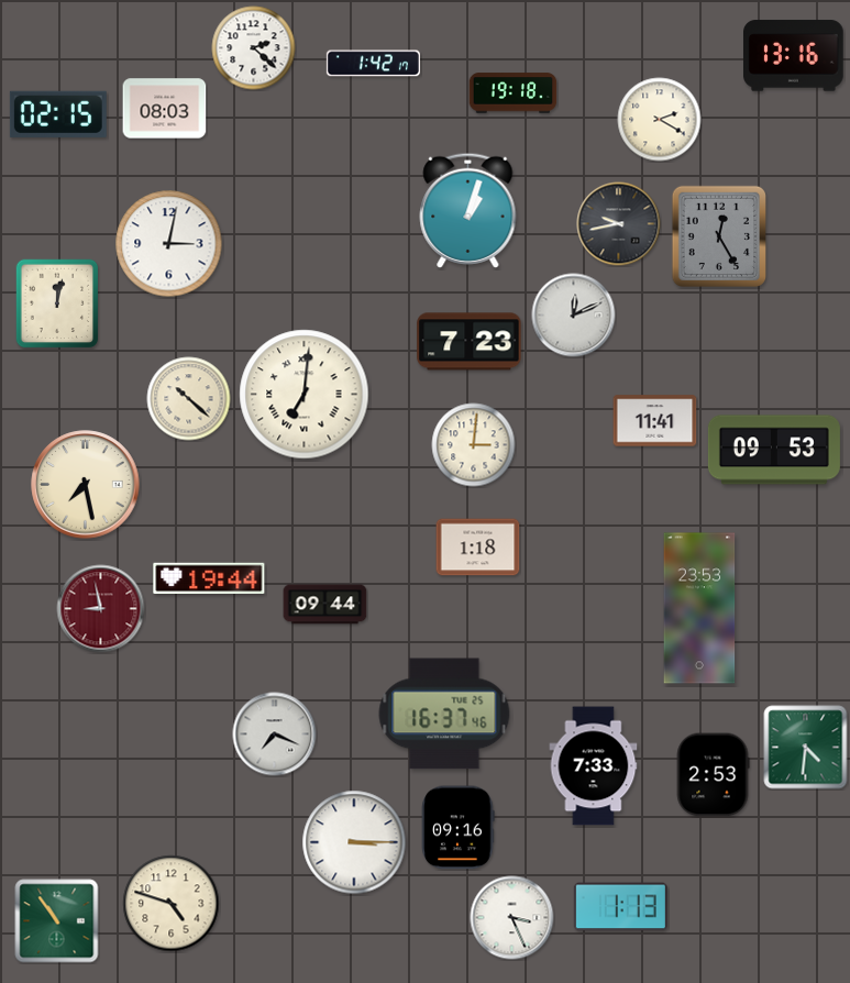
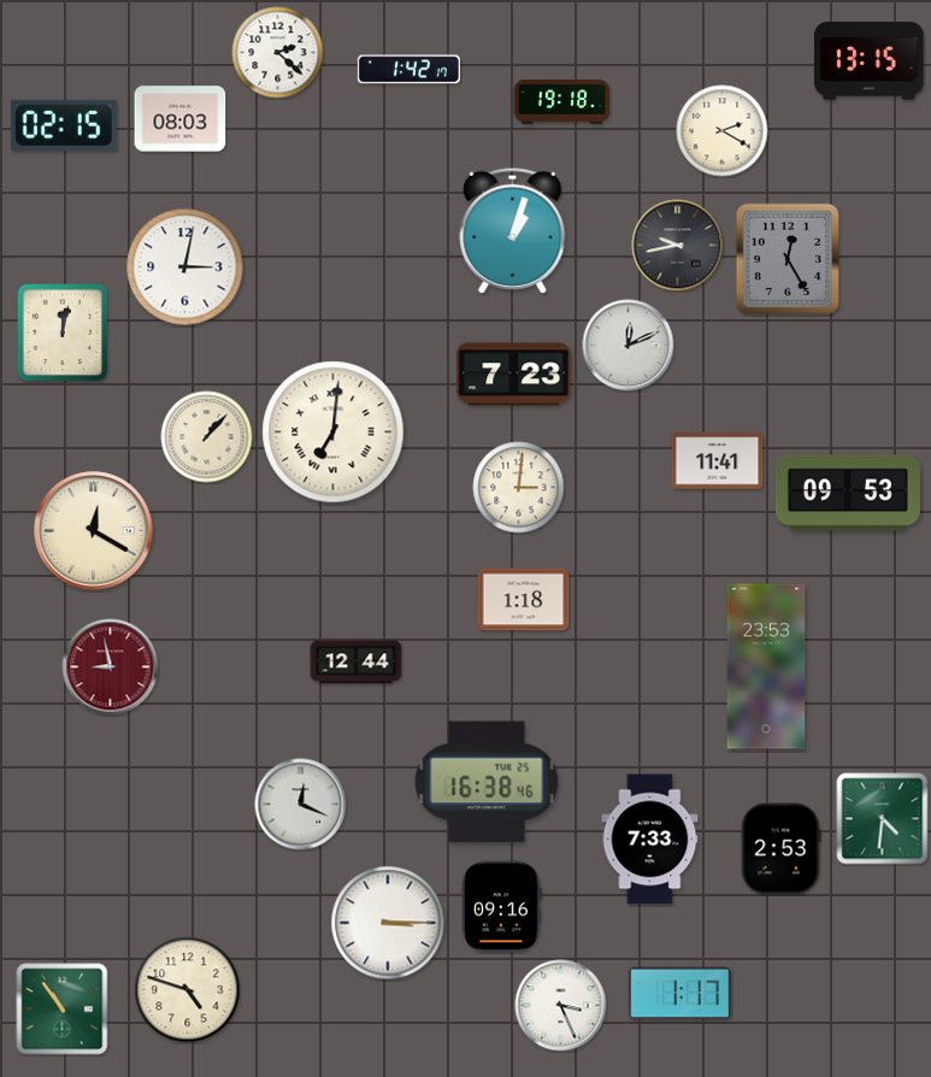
clock at (794, 56): 13:16 -> 13:15
clock at (189, 399): 10:22 -> 1:07
clock at (86, 485): 7:28 -> 12:20
clock at (209, 578): 19:44 -> none
clock at (325, 605): 09:44 -> 12:44
clock at (444, 714): 16:37 -> 16:38
clock at (275, 735): 7:19 -> 12:19
clock at (620, 907): 1:13 -> 1:17
